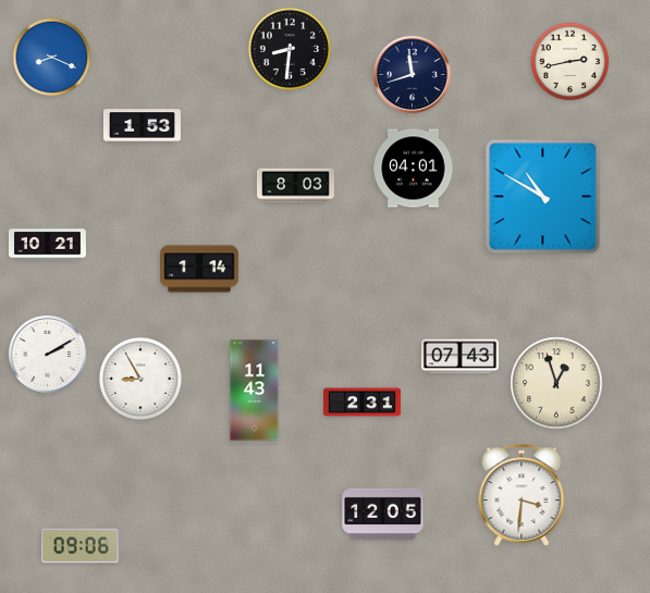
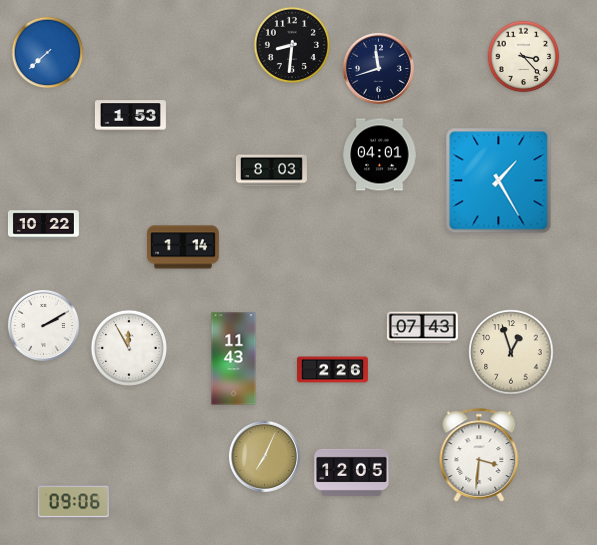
clock at (290, 49) position: (290, 49) -> (292, 45)
clock at (52, 58): 8:19 -> 7:38
clock at (571, 62): 2:43 -> 3:23
clock at (543, 197): 10:50 -> 1:25
clock at (47, 245): 10:21 -> 10:22
clock at (140, 379): 8:55 -> 11:55
clock at (361, 403): 2:31 -> 2:26
clock at (264, 456): none -> 7:04
